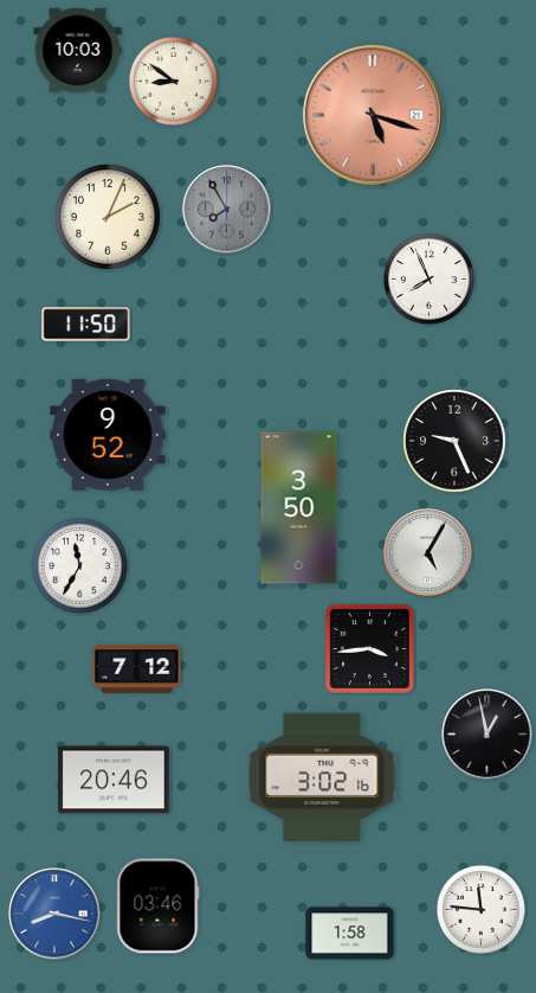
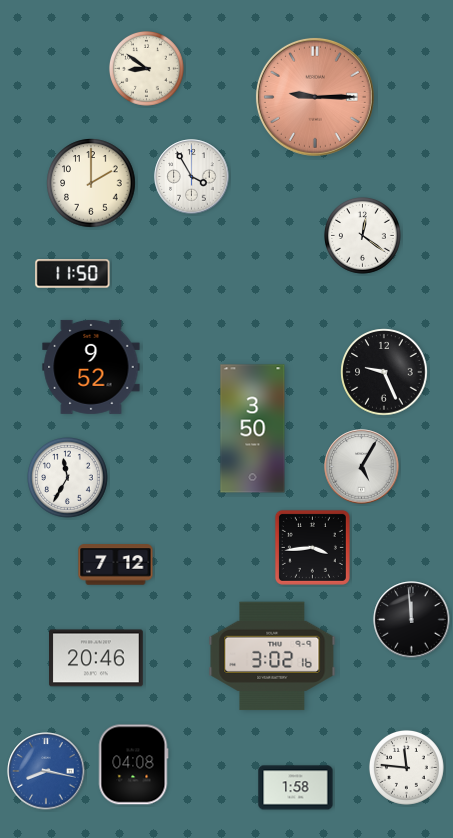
clock at (78, 51): 10:03 -> none
clock at (373, 115): 5:18 -> 9:15
clock at (227, 210): 7:55 -> 3:55
clock at (227, 210) dial: grey -> white
clock at (108, 217): 2:04 -> 2:00
clock at (430, 280): 7:56 -> 12:21
clock at (487, 735): 12:58 -> 11:59
clock at (157, 906): 03:46 -> 04:08
